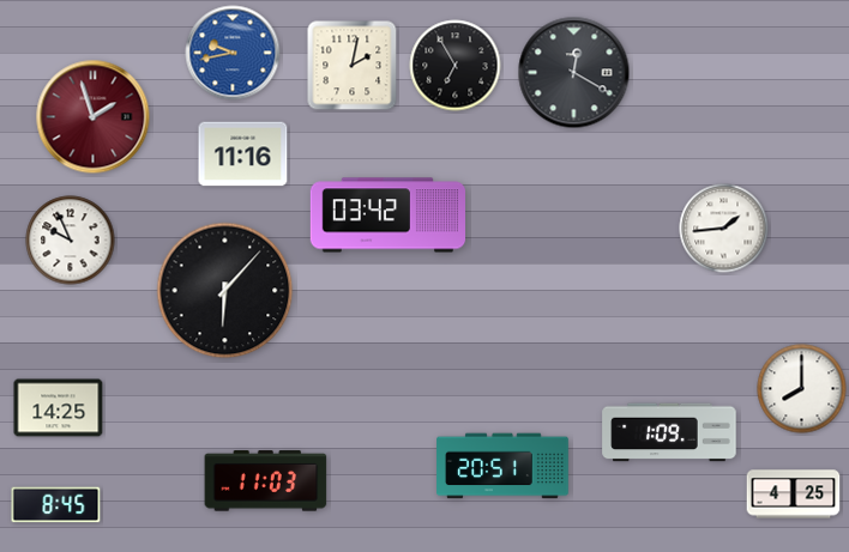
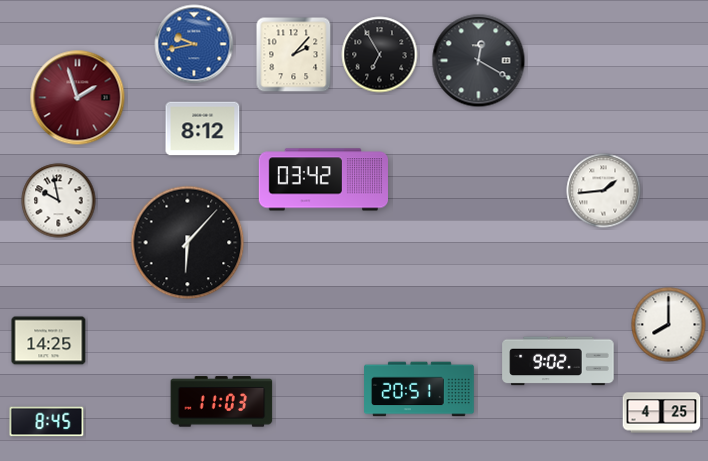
clock at (353, 66): 2:02 -> 2:07
clock at (243, 154): 11:16 -> 8:12
clock at (71, 241): 9:56 -> 9:58
clock at (669, 432): 1:09 -> 9:02
